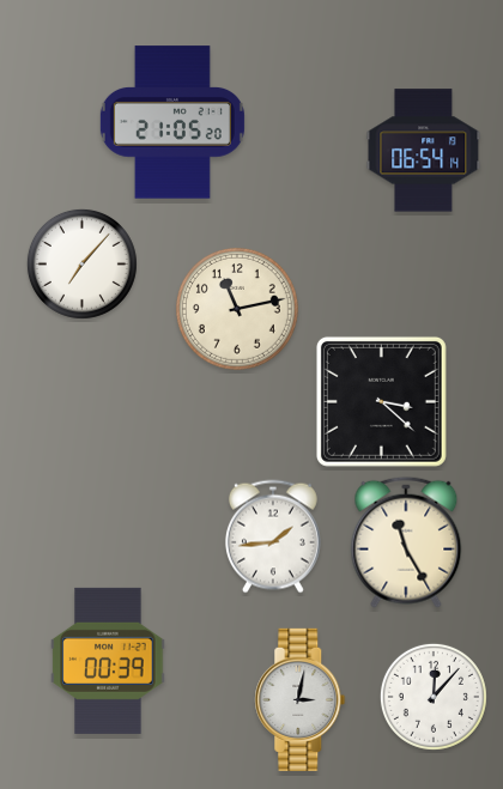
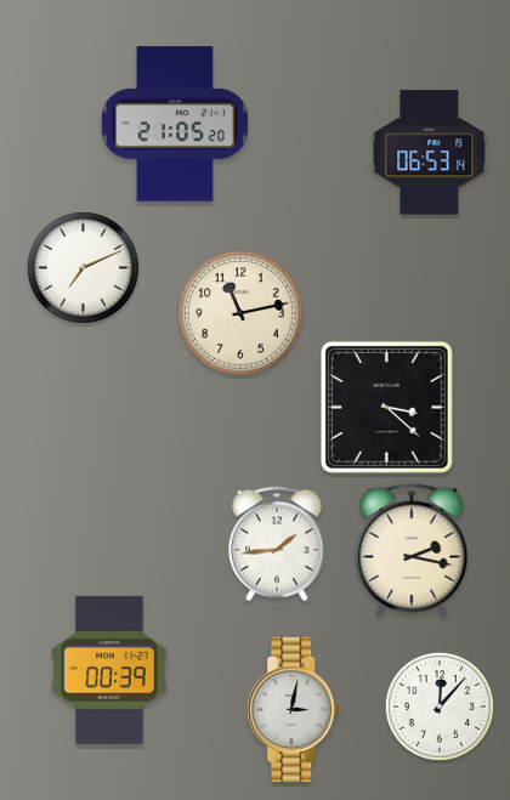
clock at (424, 151): 06:54 -> 06:53
clock at (81, 263): 7:07 -> 7:11
clock at (406, 542): 11:25 -> 2:17
clock at (301, 699) position: (301, 699) -> (294, 709)
